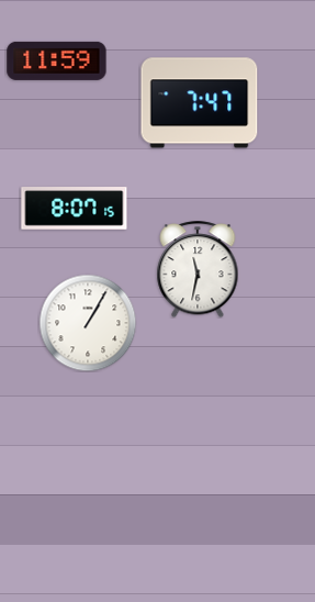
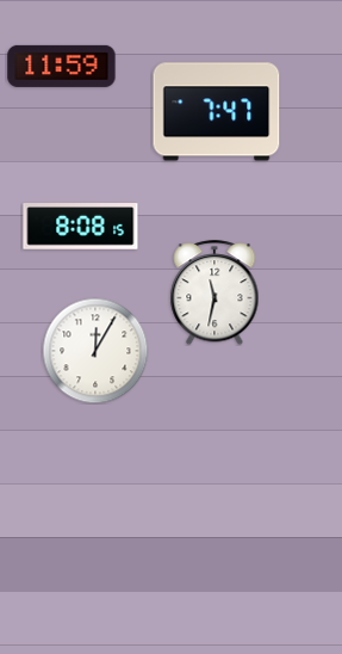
clock at (75, 209): 8:07 -> 8:08
clock at (88, 323): 1:05 -> 12:05
